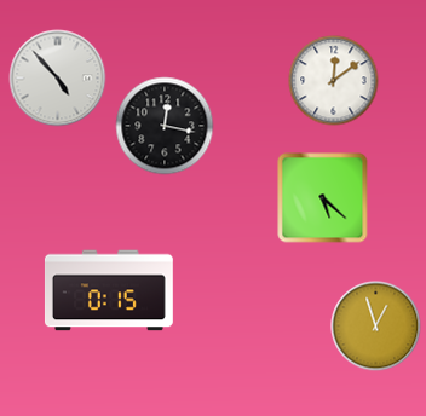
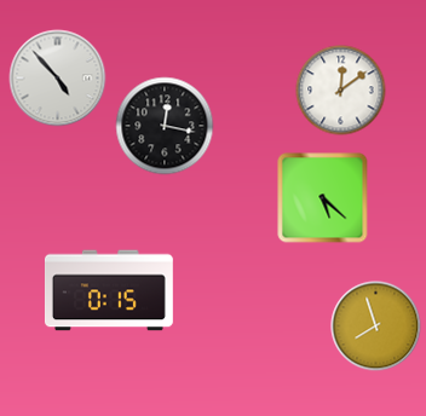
clock at (334, 81) position: (334, 81) -> (341, 91)
clock at (376, 327): 12:57 -> 7:57
